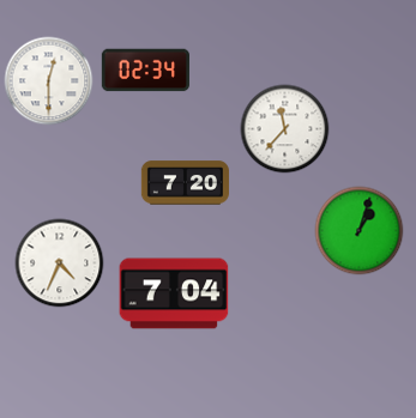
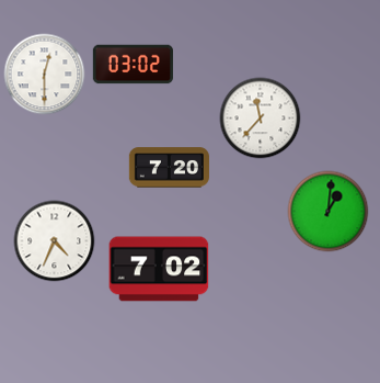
clock at (145, 71): 02:34 -> 03:02
clock at (360, 231): 1:03 -> 1:01
clock at (174, 293): 7:04 -> 7:02
